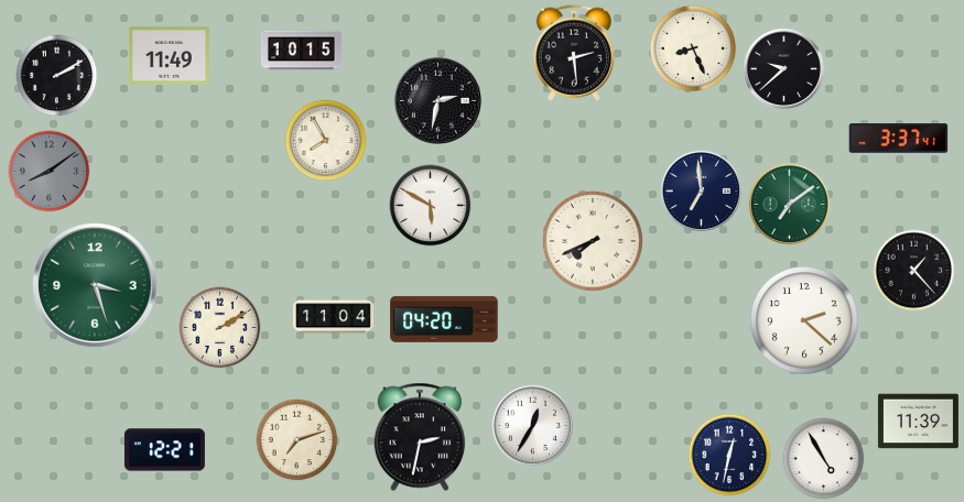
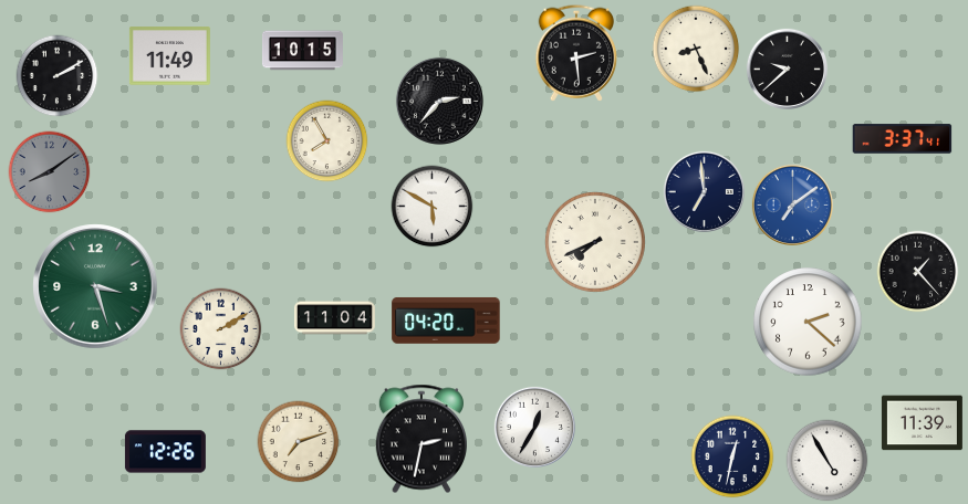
clock at (437, 100): 2:32 -> 2:37
clock at (789, 204) dial: green -> blue
clock at (164, 450): 12:21 -> 12:26
